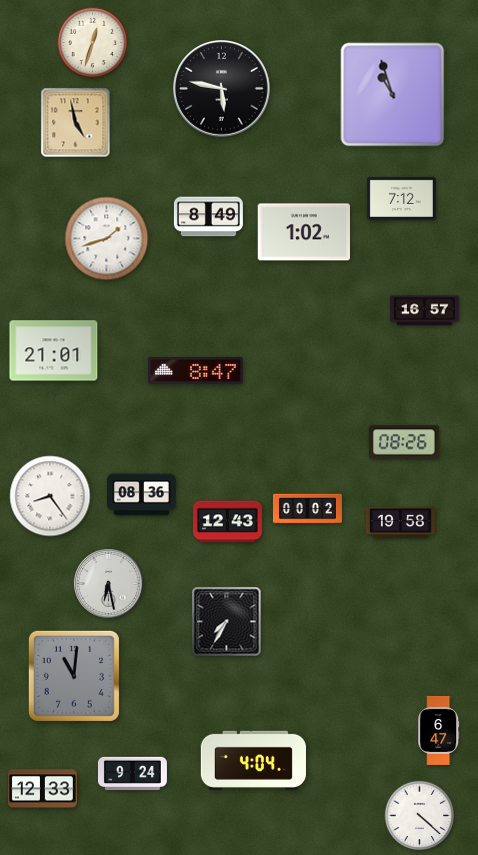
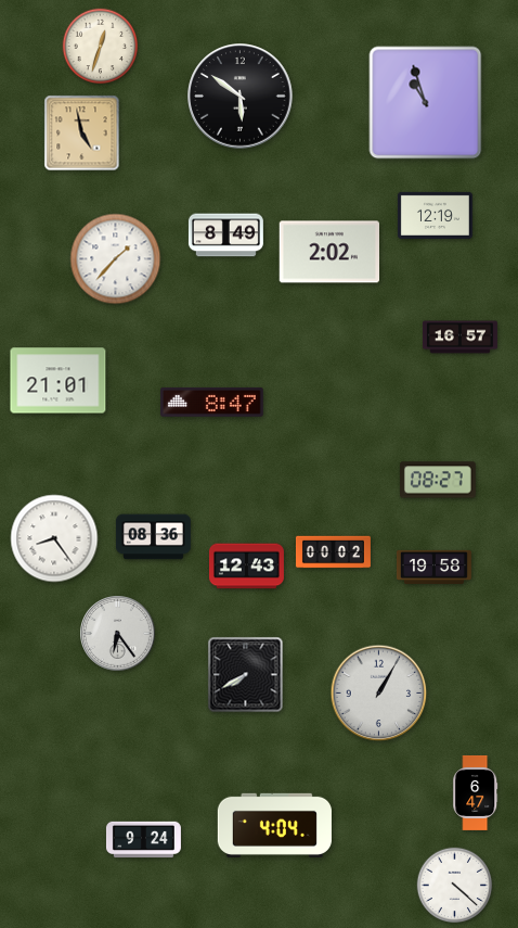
clock at (222, 89): 5:47 -> 5:51
clock at (401, 198): 7:12 -> 12:19
clock at (303, 232): 1:02 -> 2:02
clock at (107, 239): 1:42 -> 1:37
clock at (405, 442): 08:26 -> 08:27
clock at (109, 584): 6:28 -> 6:24
clock at (227, 622): 7:35 -> 7:40
clock at (379, 694): none -> 1:05
clock at (74, 676): 11:01 -> none
clock at (42, 789): 12:33 -> none
